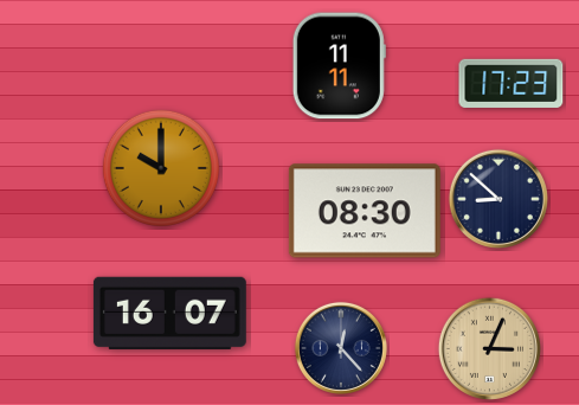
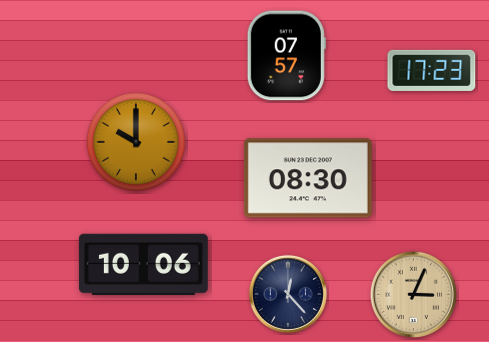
clock at (339, 66): 11:11 -> 07:57
clock at (498, 199): 8:52 -> none
clock at (169, 313): 16:07 -> 10:06
